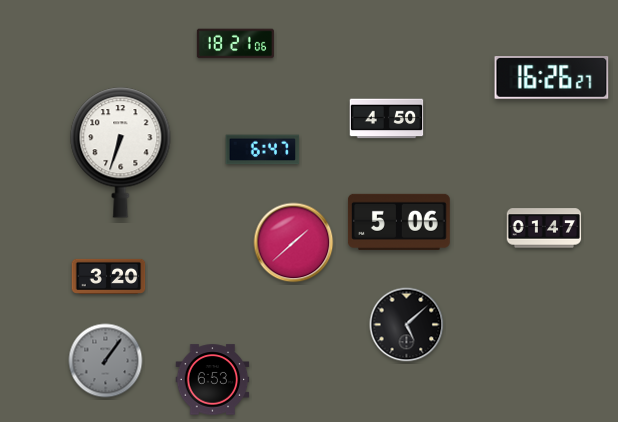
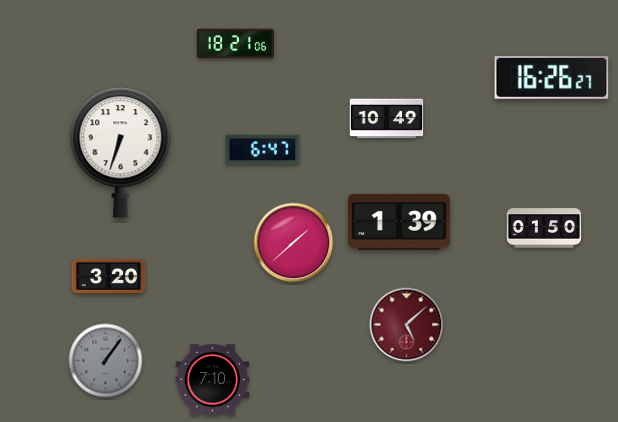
clock at (387, 119): 4:50 -> 10:49
clock at (399, 222): 5:06 -> 1:39
clock at (544, 228): 01:47 -> 01:50
clock at (407, 325) dial: black -> burgundy
clock at (213, 380): 6:53 -> 7:10
